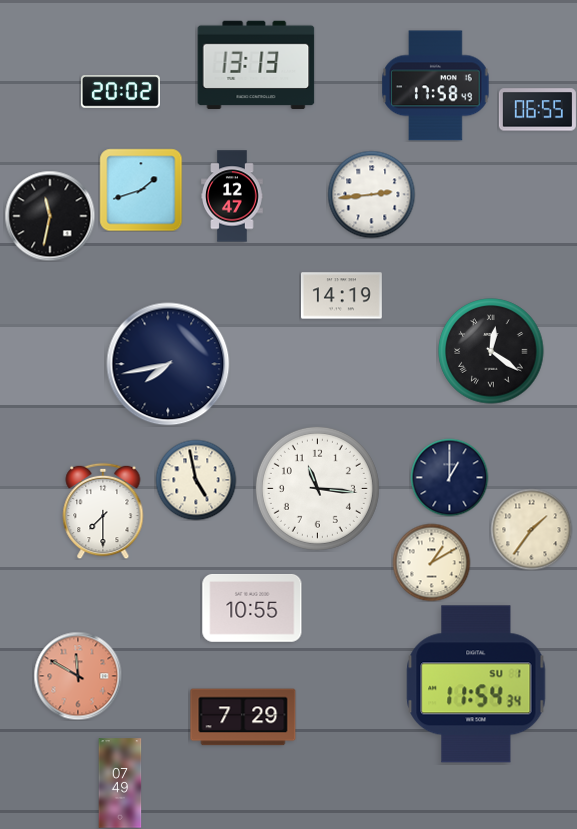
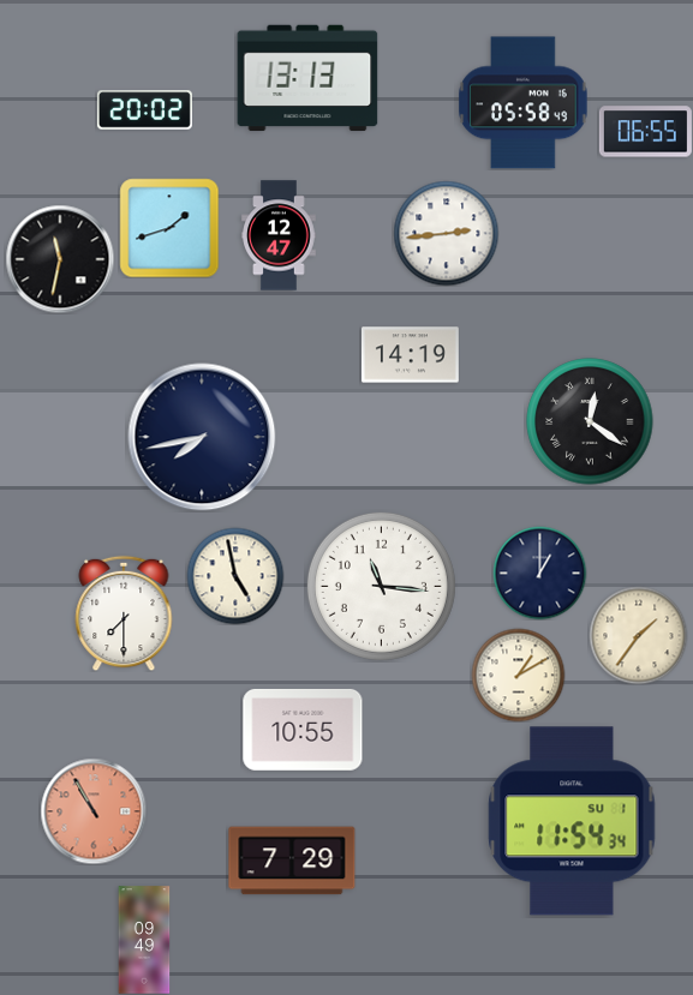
clock at (436, 86): 17:58 -> 05:58
clock at (78, 676): 11:50 -> 10:55
clock at (120, 783): 07:49 -> 09:49
